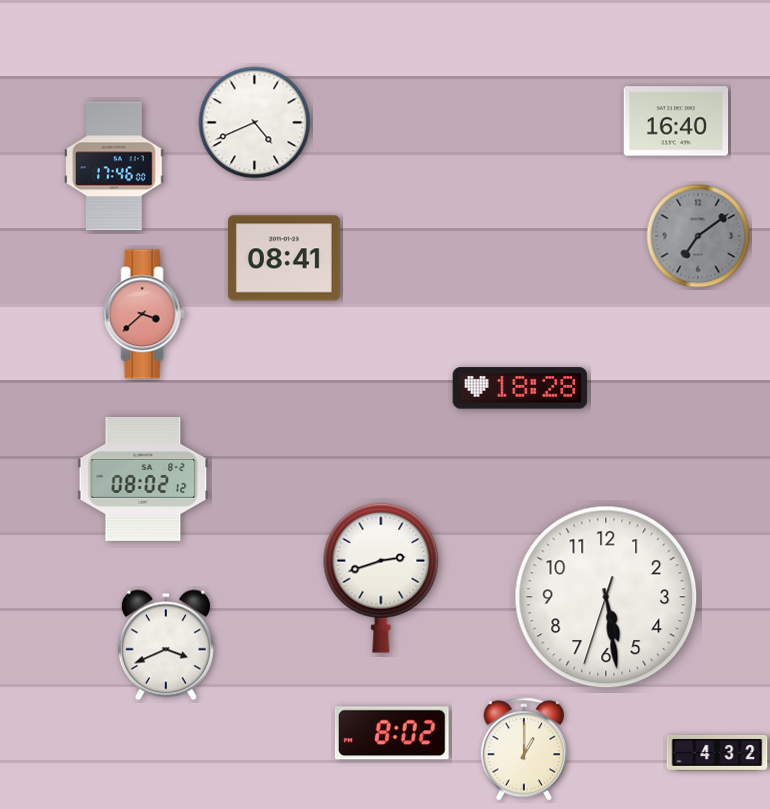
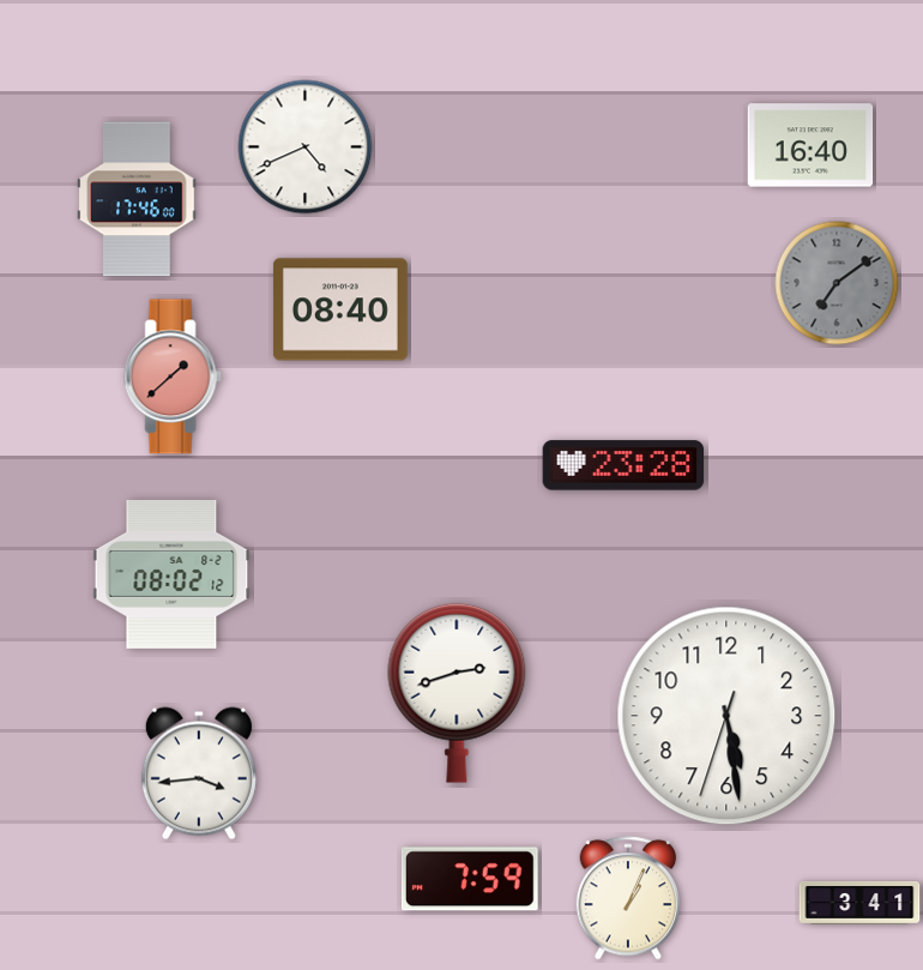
clock at (284, 258): 08:41 -> 08:40
clock at (144, 314): 3:38 -> 1:38
clock at (520, 388): 18:28 -> 23:28
clock at (166, 645): 3:41 -> 3:44
clock at (392, 733): 8:02 -> 7:59
clock at (524, 749): 1:00 -> 1:04
clock at (717, 754): 4:32 -> 3:41
